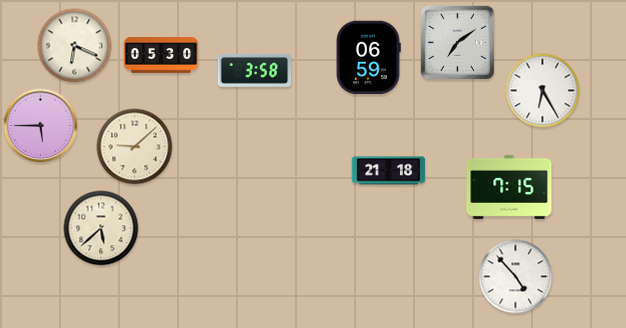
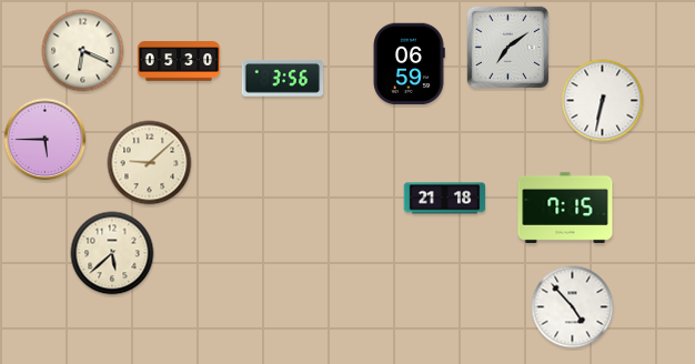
clock at (255, 70): 3:58 -> 3:56
clock at (543, 91): 6:25 -> 6:32
clock at (389, 171) position: (389, 171) -> (445, 199)
